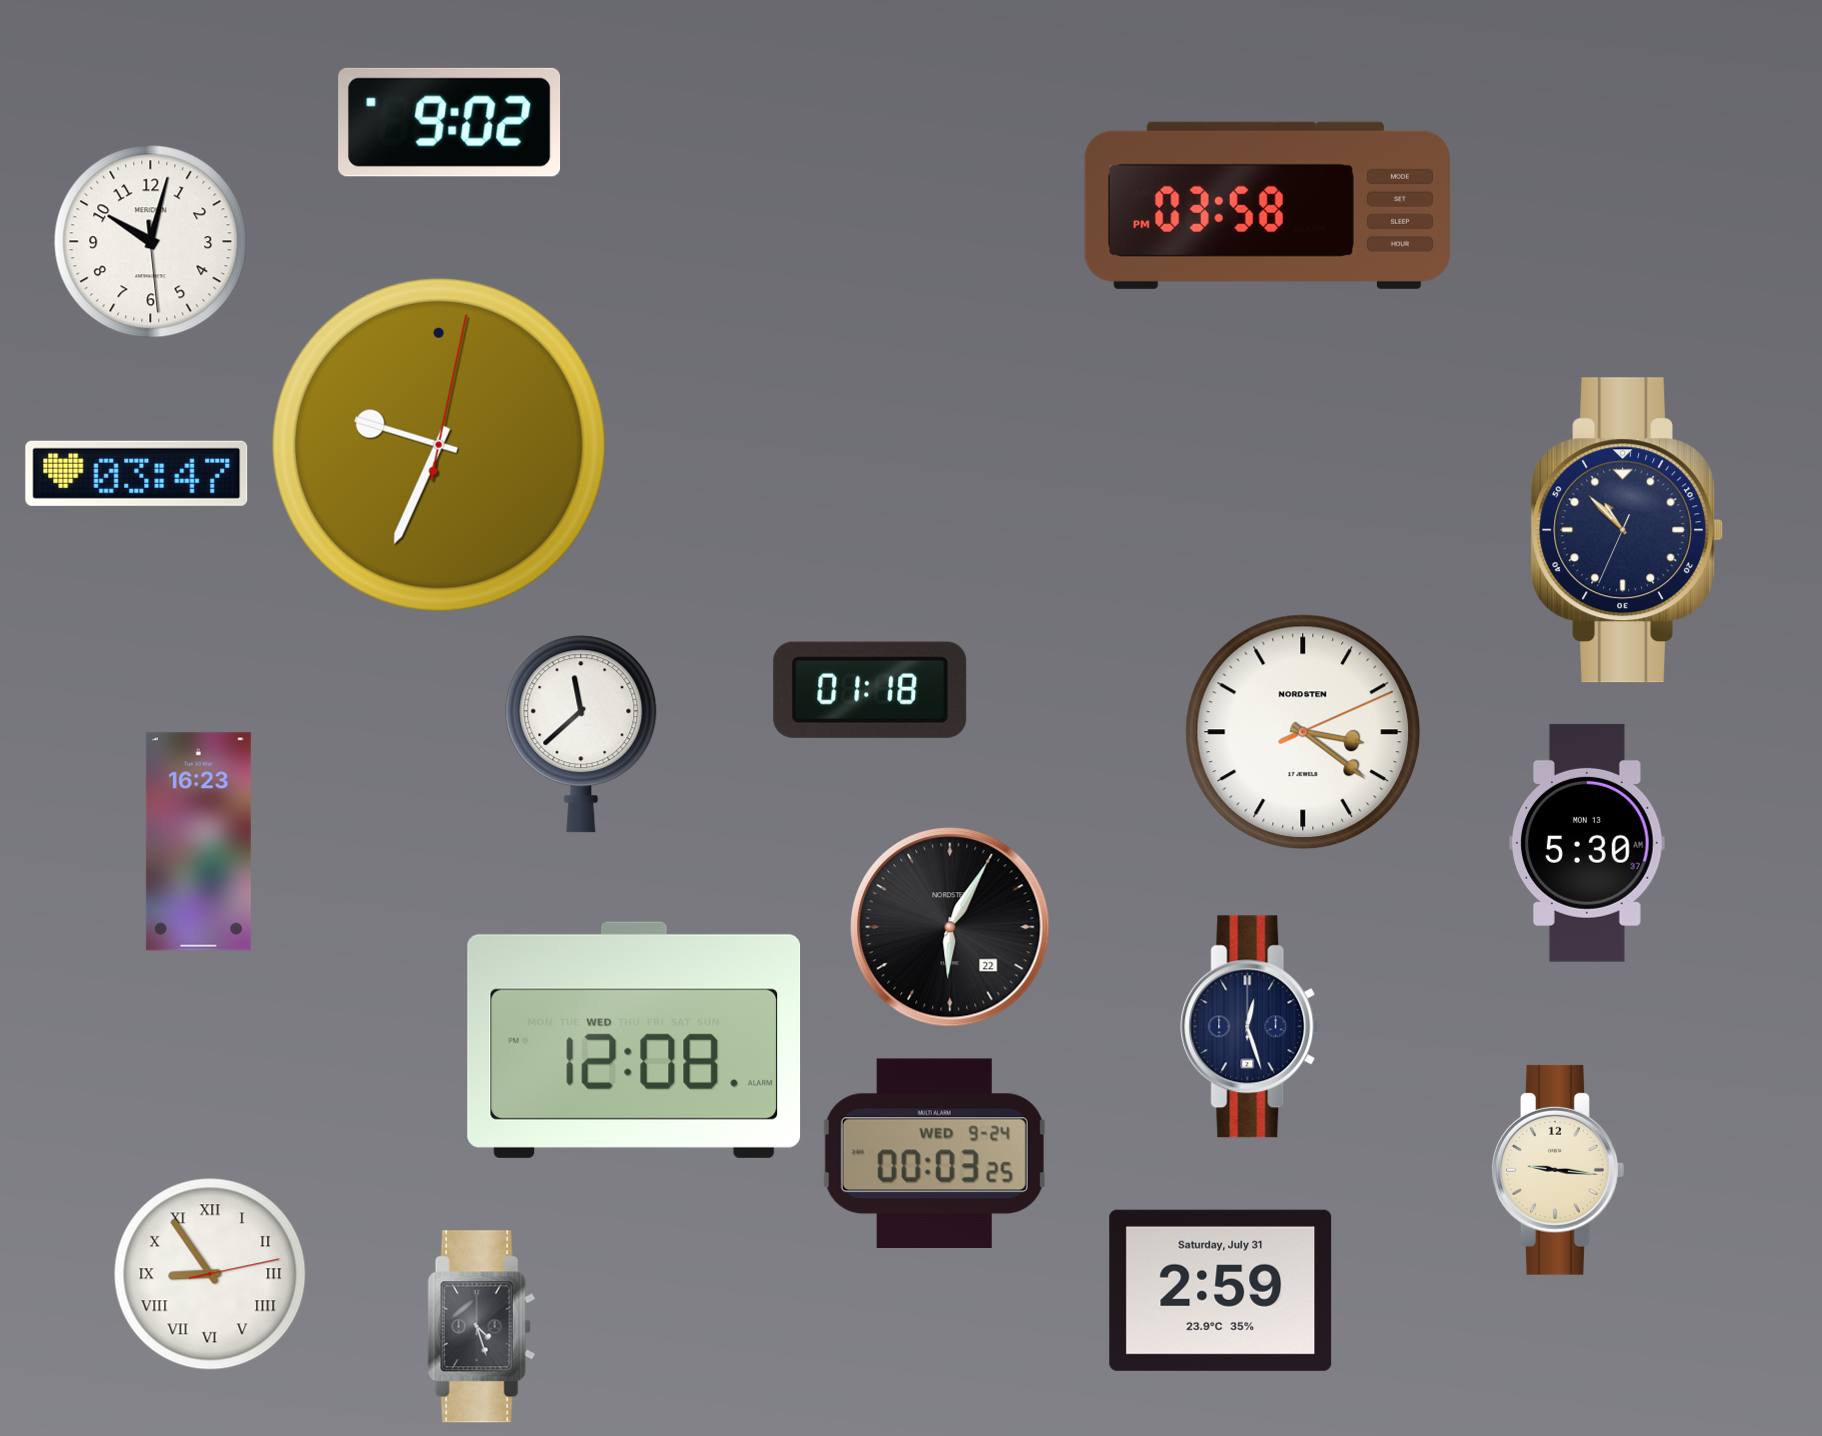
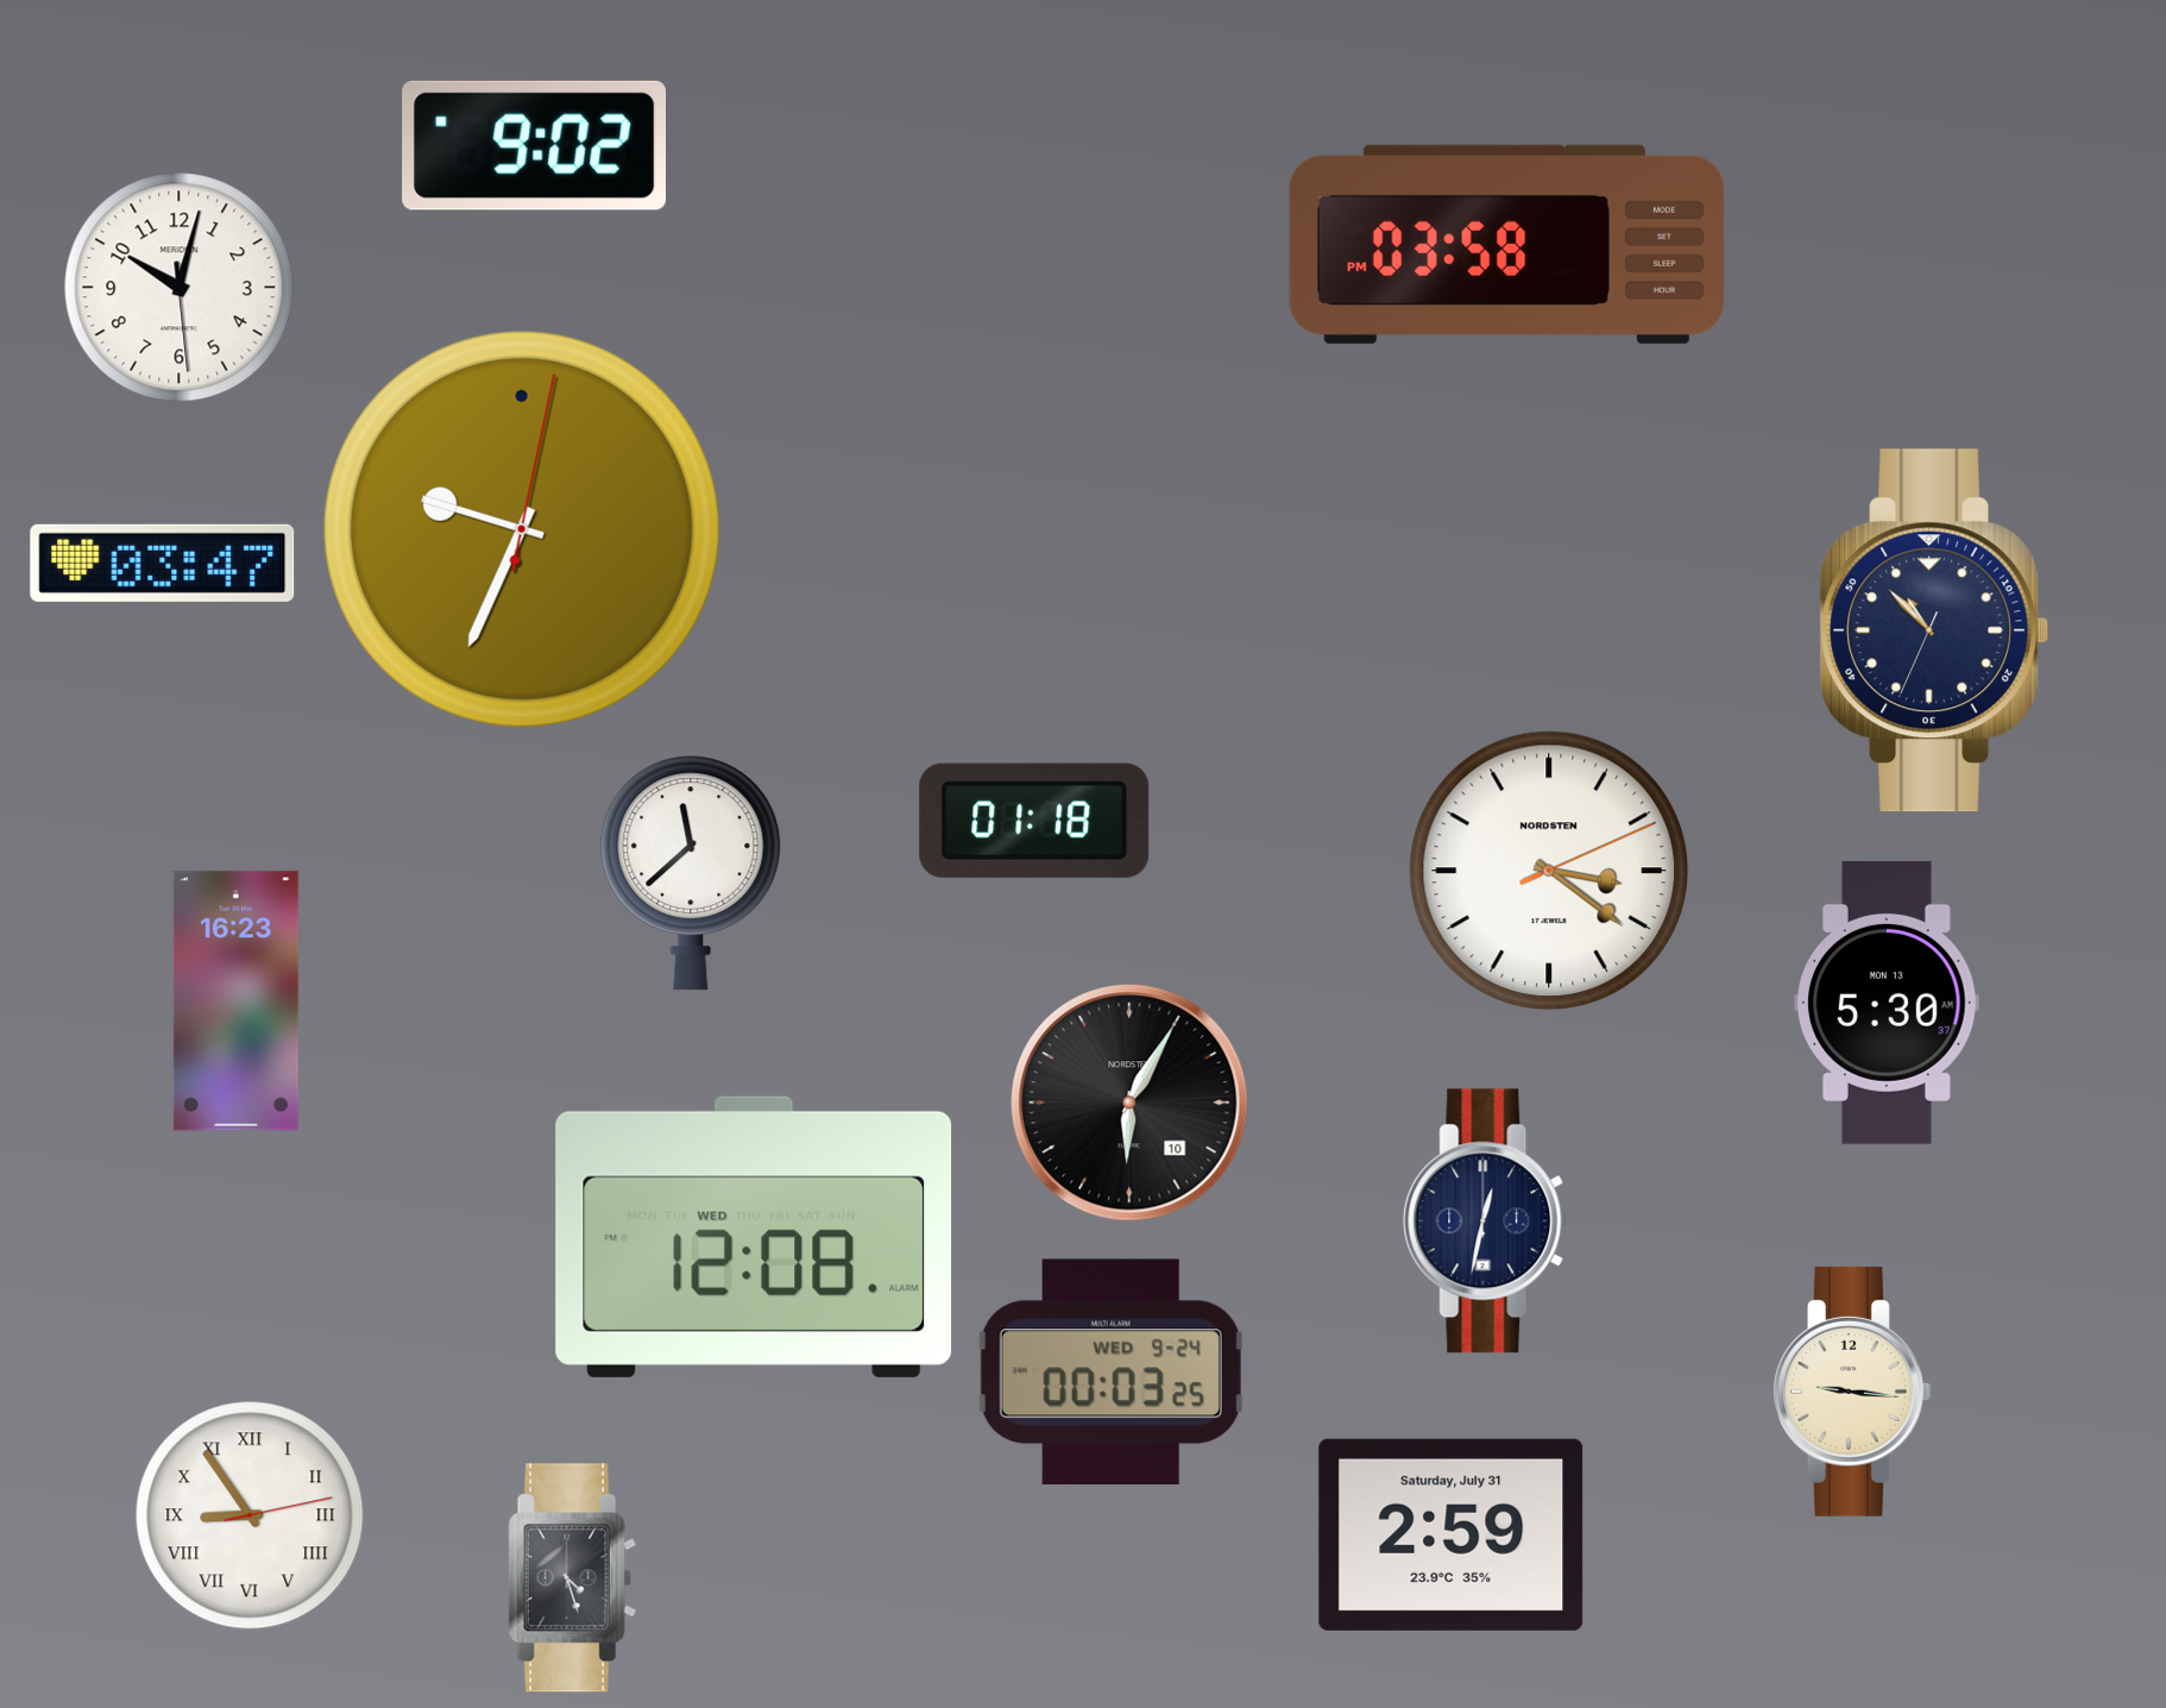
clock at (950, 927) date: 22 -> 10
clock at (1251, 1027): 12:27 -> 12:32
